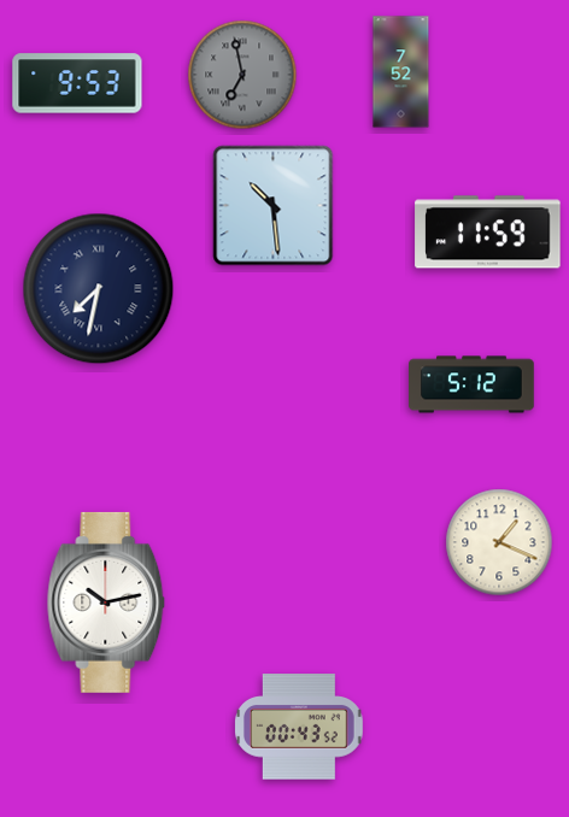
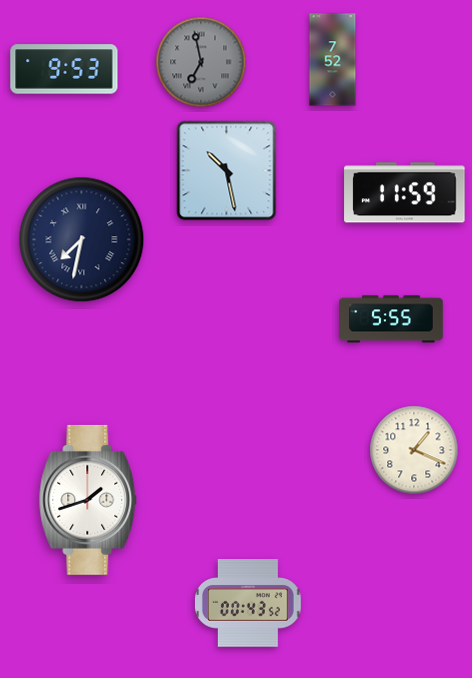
clock at (274, 206): 10:29 -> 10:28
clock at (471, 384): 5:12 -> 5:55
clock at (106, 603): 10:13 -> 1:42
